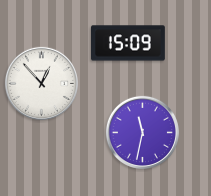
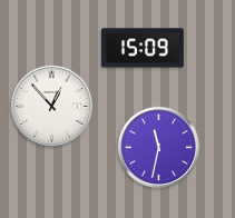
clock at (41, 83) position: (41, 83) -> (51, 106)
